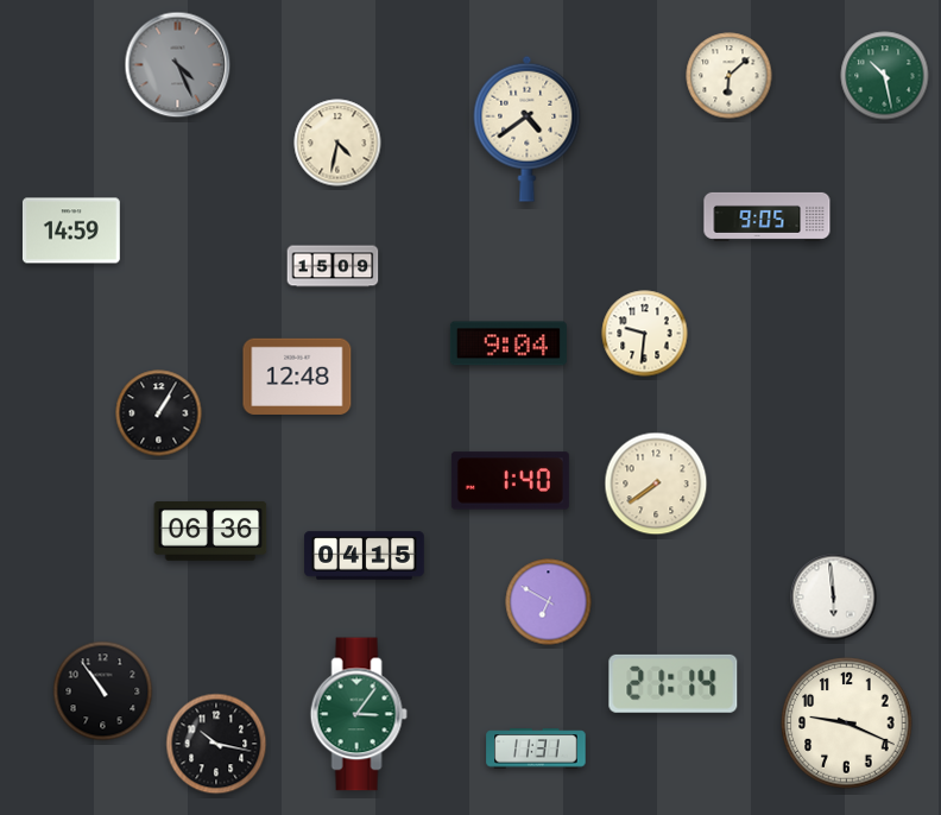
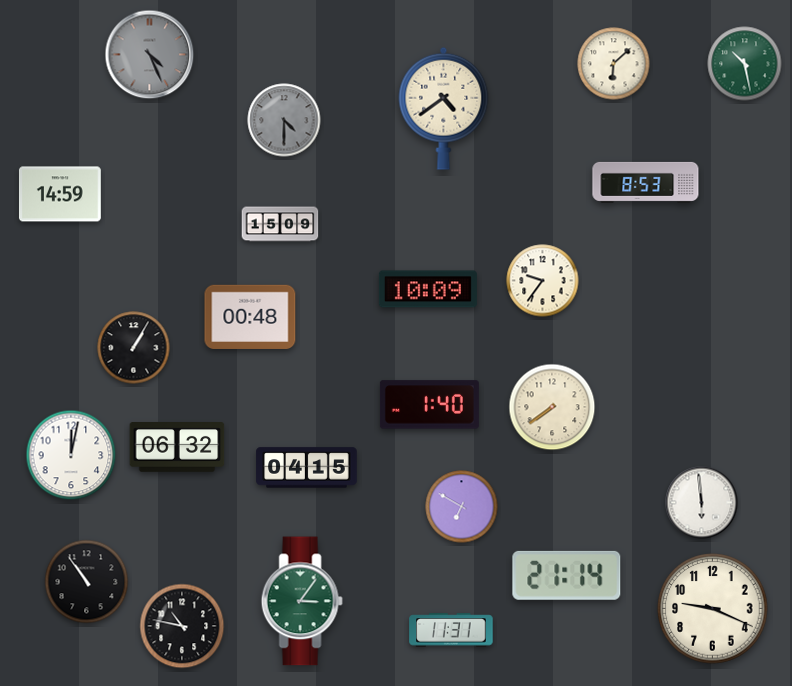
clock at (337, 143): 4:32 -> 4:30
clock at (337, 143) dial: cream -> grey
clock at (768, 216): 9:05 -> 8:53
clock at (645, 334): 9:31 -> 9:36
clock at (509, 343): 9:04 -> 10:09
clock at (297, 375): 12:48 -> 00:48
clock at (210, 532): 06:36 -> 06:32
clock at (71, 455): none -> 12:02
clock at (216, 744): 10:17 -> 10:47
